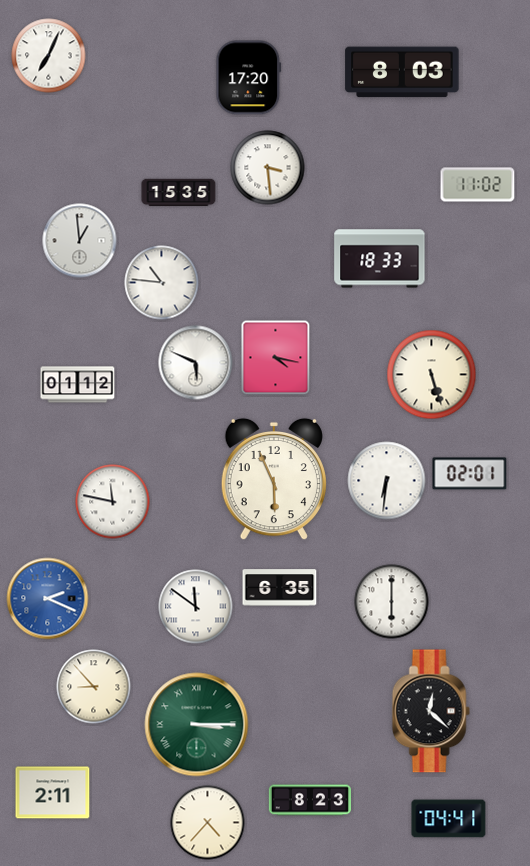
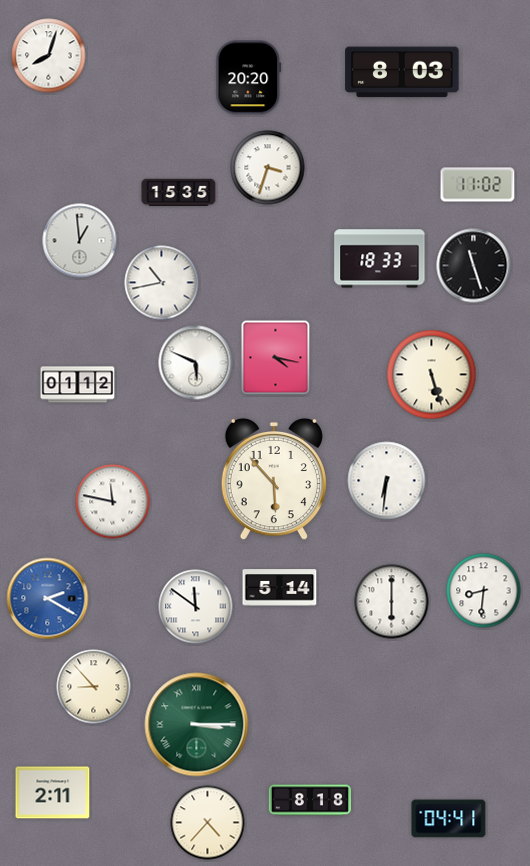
clock at (49, 56): 7:04 -> 8:03
clock at (249, 78): 17:20 -> 20:20
clock at (268, 168): 3:29 -> 3:33
clock at (474, 266): none -> 11:27
clock at (162, 283): 10:46 -> 10:43
clock at (470, 474): 02:01 -> none
clock at (274, 479): 5:56 -> 5:53
clock at (280, 588): 6:35 -> 5:14
clock at (484, 591): none -> 8:31
clock at (48, 599): 2:19 -> 2:20
clock at (431, 711): 12:22 -> none
clock at (309, 800): 8:23 -> 8:18
